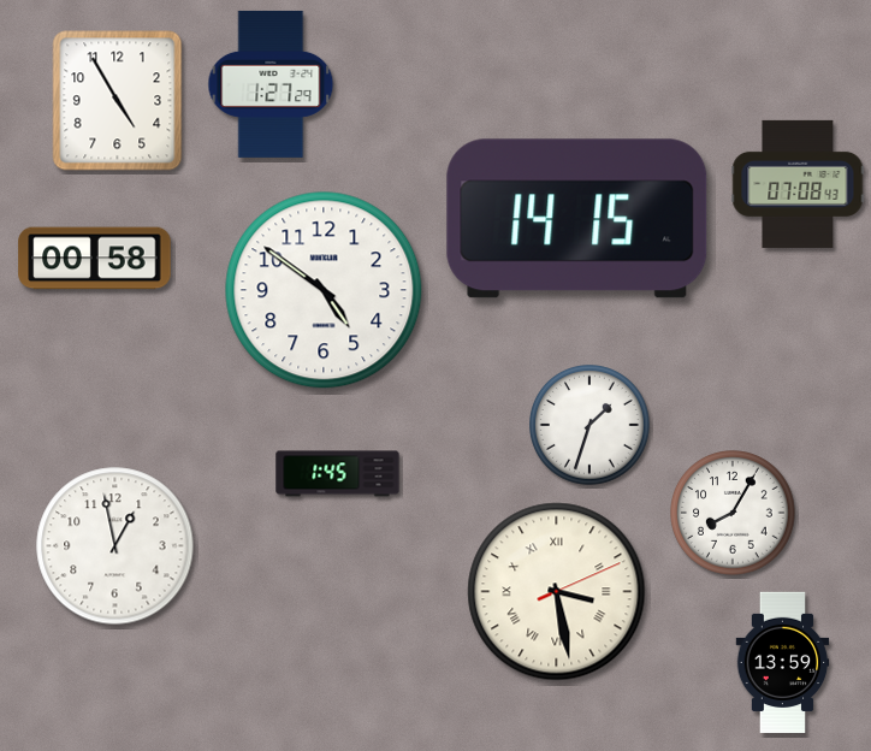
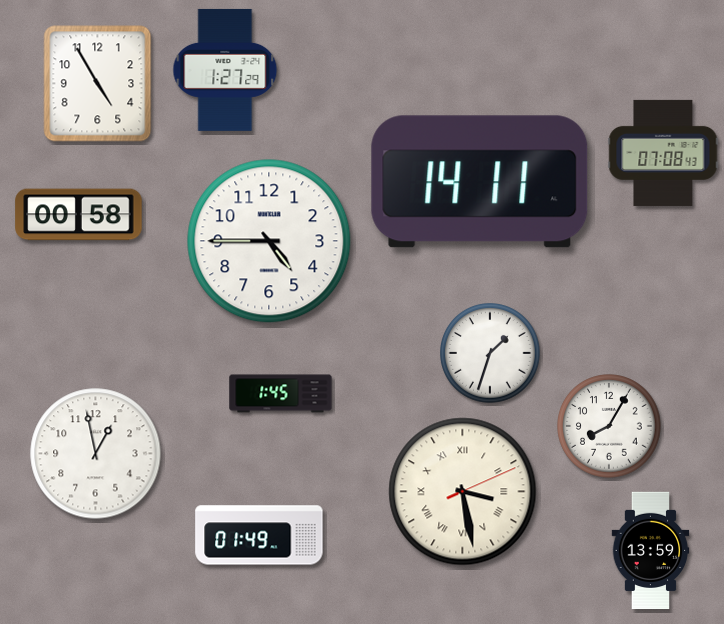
clock at (577, 219): 14:15 -> 14:11
clock at (324, 290): 4:51 -> 4:45
clock at (259, 535): none -> 01:49
